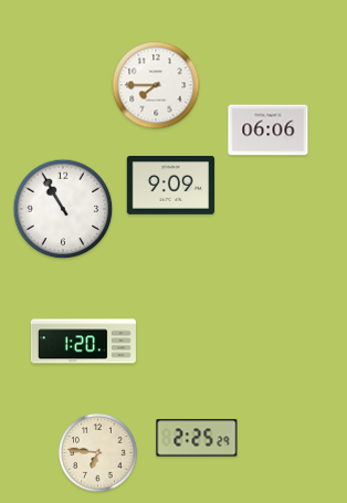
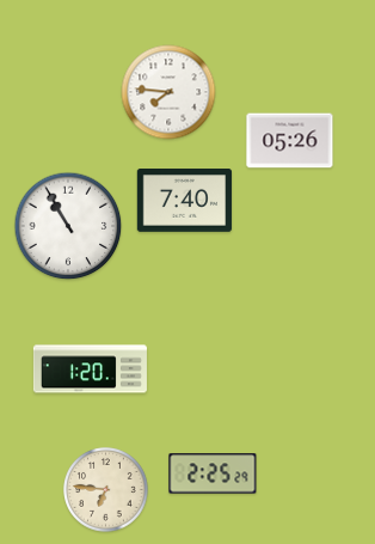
clock at (156, 85): 7:45 -> 7:46
clock at (269, 130): 06:06 -> 05:26
clock at (171, 186): 9:09 -> 7:40
